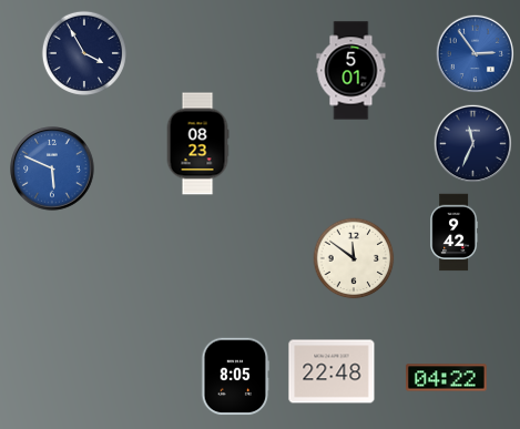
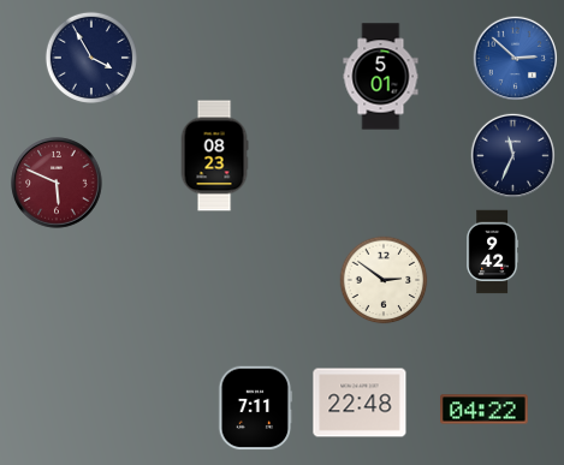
clock at (476, 54): 2:54 -> 2:52
clock at (52, 168) dial: blue -> burgundy
clock at (354, 258): 11:51 -> 2:51
clock at (236, 377): 8:05 -> 7:11
